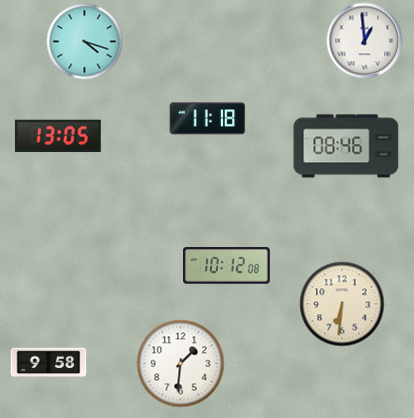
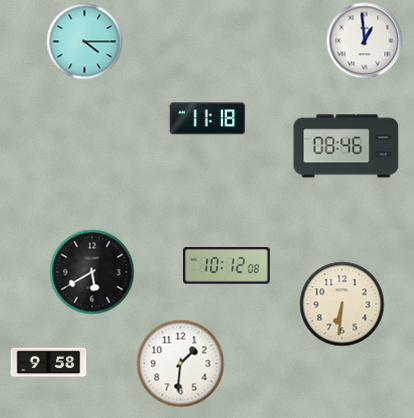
clock at (85, 42): 4:18 -> 4:15
clock at (58, 136): 13:05 -> none
clock at (92, 272): none -> 5:40
